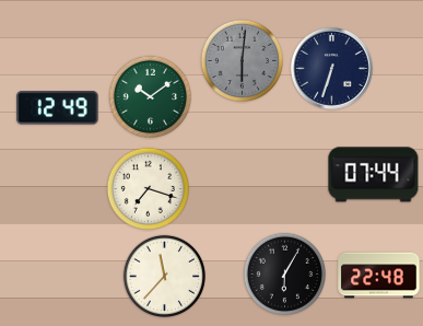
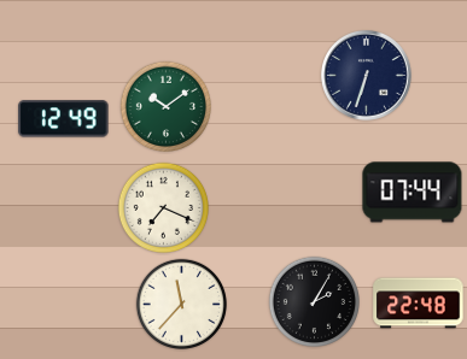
clock at (242, 60): 6:01 -> none
clock at (148, 188): 7:18 -> 7:19
clock at (284, 273): 6:05 -> 2:05
